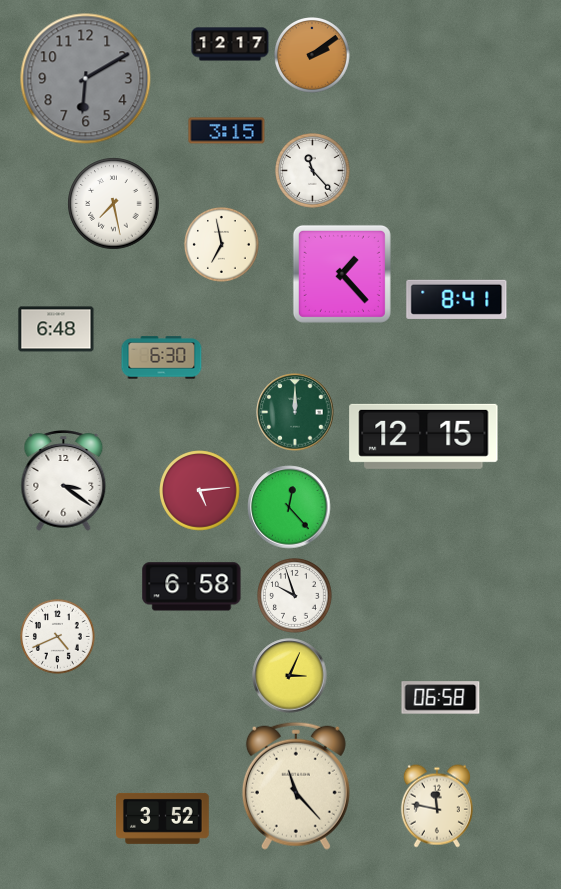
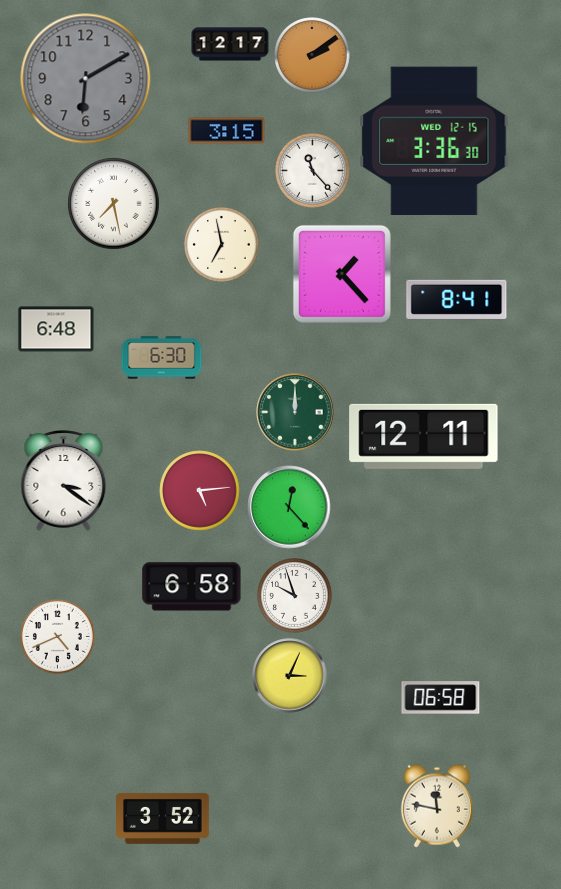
clock at (434, 141): none -> 3:36
clock at (424, 436): 12:15 -> 12:11
clock at (296, 786): 11:23 -> none
